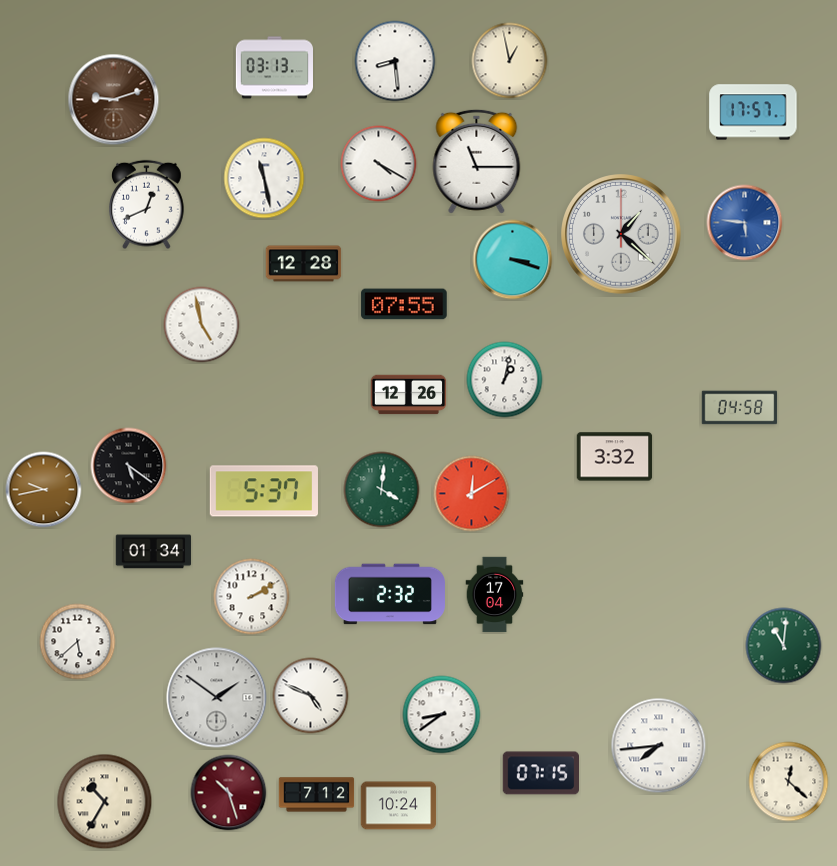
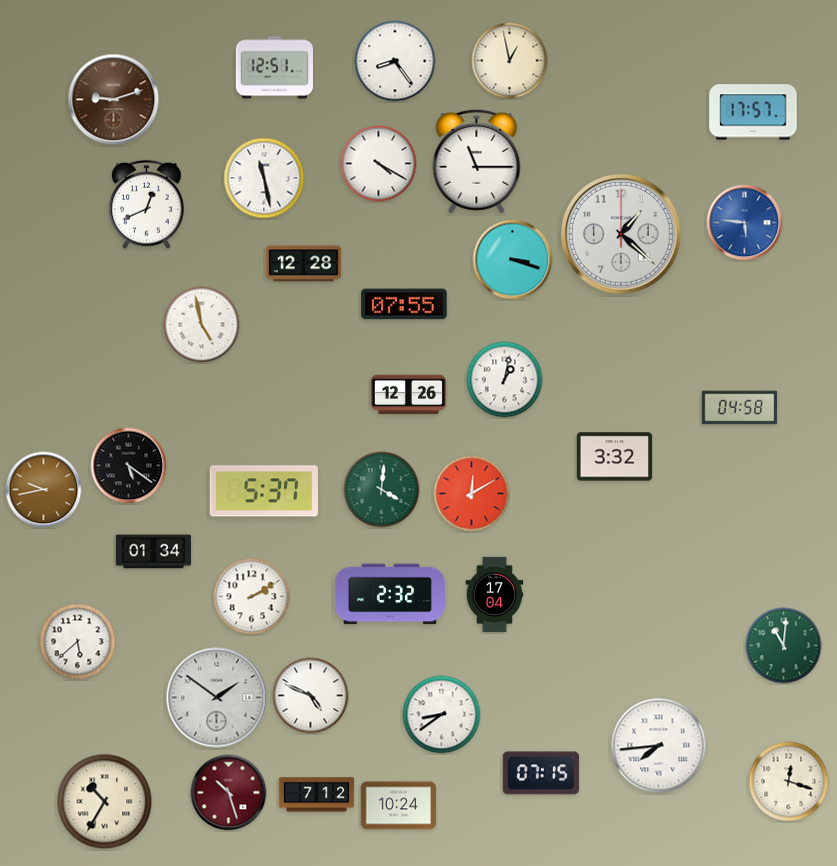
clock at (395, 61): 8:29 -> 8:24
clock at (274, 68): 03:13 -> 12:51
clock at (789, 782): 12:22 -> 12:18
